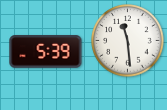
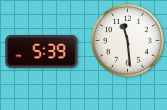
clock at (46, 52) position: (46, 52) -> (42, 52)
